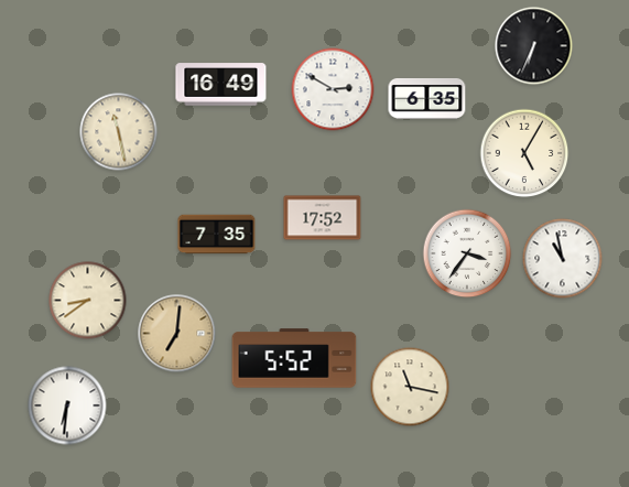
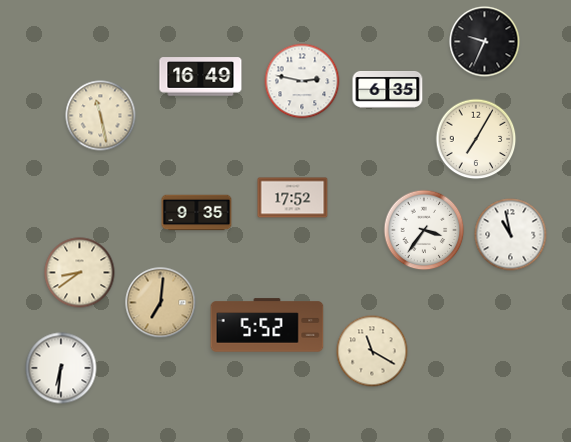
clock at (534, 46): 6:34 -> 9:34
clock at (333, 89): 2:50 -> 2:47
clock at (119, 132) position: (119, 132) -> (101, 116)
clock at (524, 153): 5:05 -> 7:05
clock at (217, 235): 7:35 -> 9:35
clock at (410, 387): 11:17 -> 11:20
